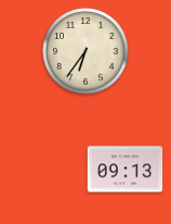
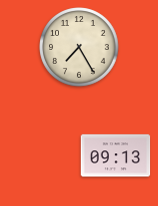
clock at (85, 51): 6:36 -> 7:25
